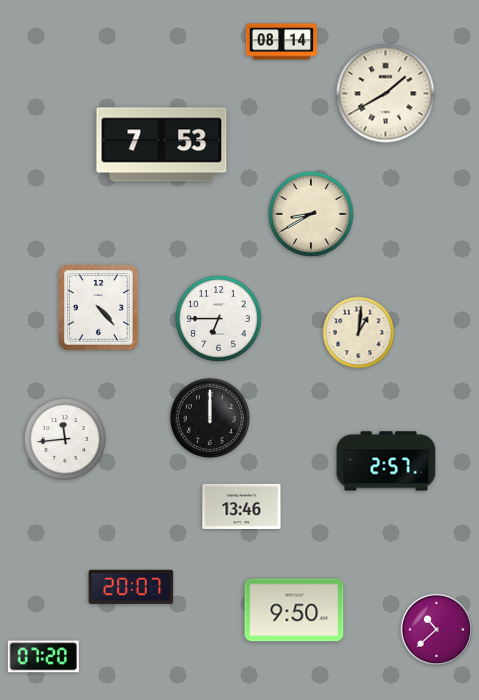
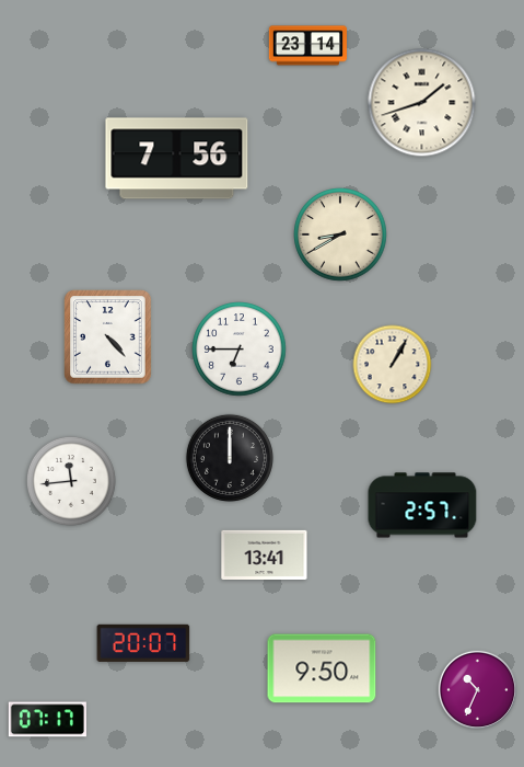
clock at (281, 42): 08:14 -> 23:14
clock at (386, 94): 1:40 -> 1:42
clock at (162, 145): 7:53 -> 7:56
clock at (359, 333): 1:01 -> 1:05
clock at (242, 506): 13:46 -> 13:41
clock at (436, 629): 10:38 -> 10:34
clock at (43, 657): 07:20 -> 07:17
